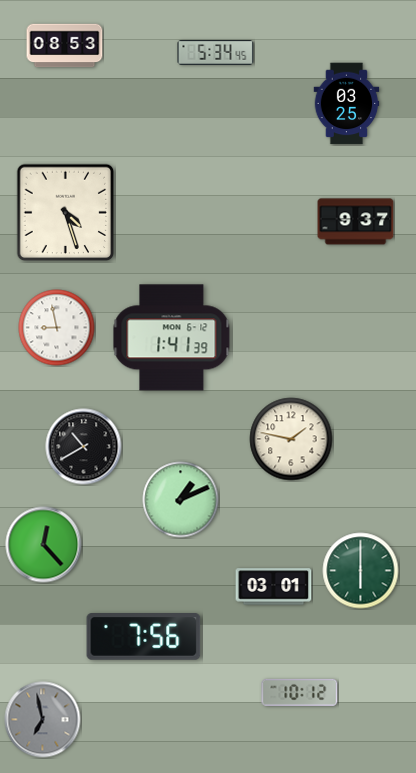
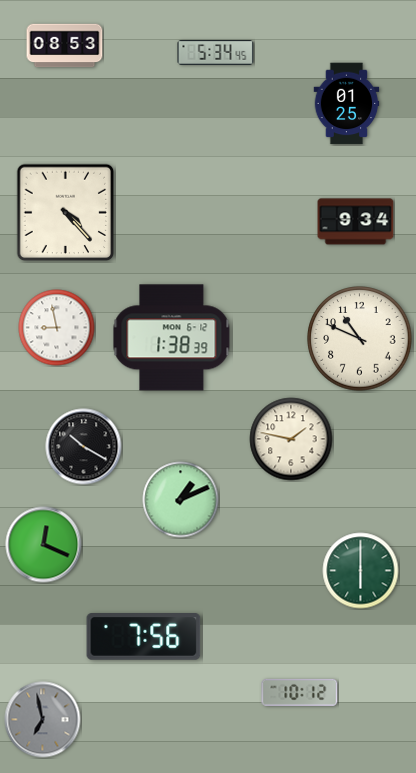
clock at (347, 104): 03:25 -> 01:25
clock at (66, 213): 4:27 -> 4:23
clock at (356, 222): 9:37 -> 9:34
clock at (172, 338): 1:41 -> 1:38
clock at (360, 339): none -> 10:49
clock at (84, 447): 10:40 -> 10:20
clock at (44, 545): 12:23 -> 12:19
clock at (274, 587): 03:01 -> none
